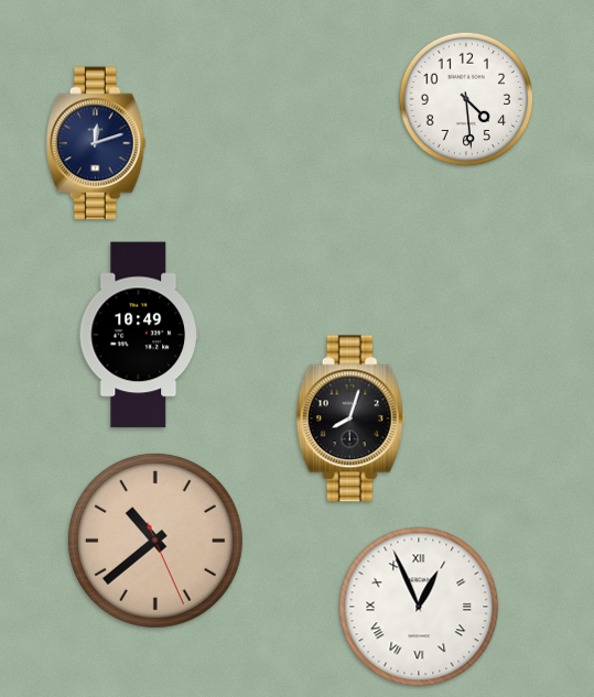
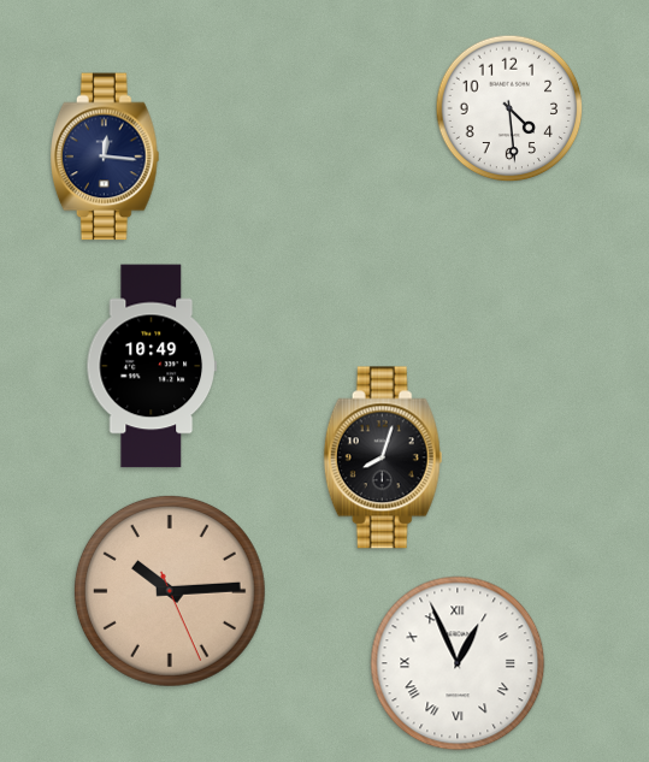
clock at (96, 143): 12:12 -> 12:16
clock at (155, 541): 10:38 -> 10:14
